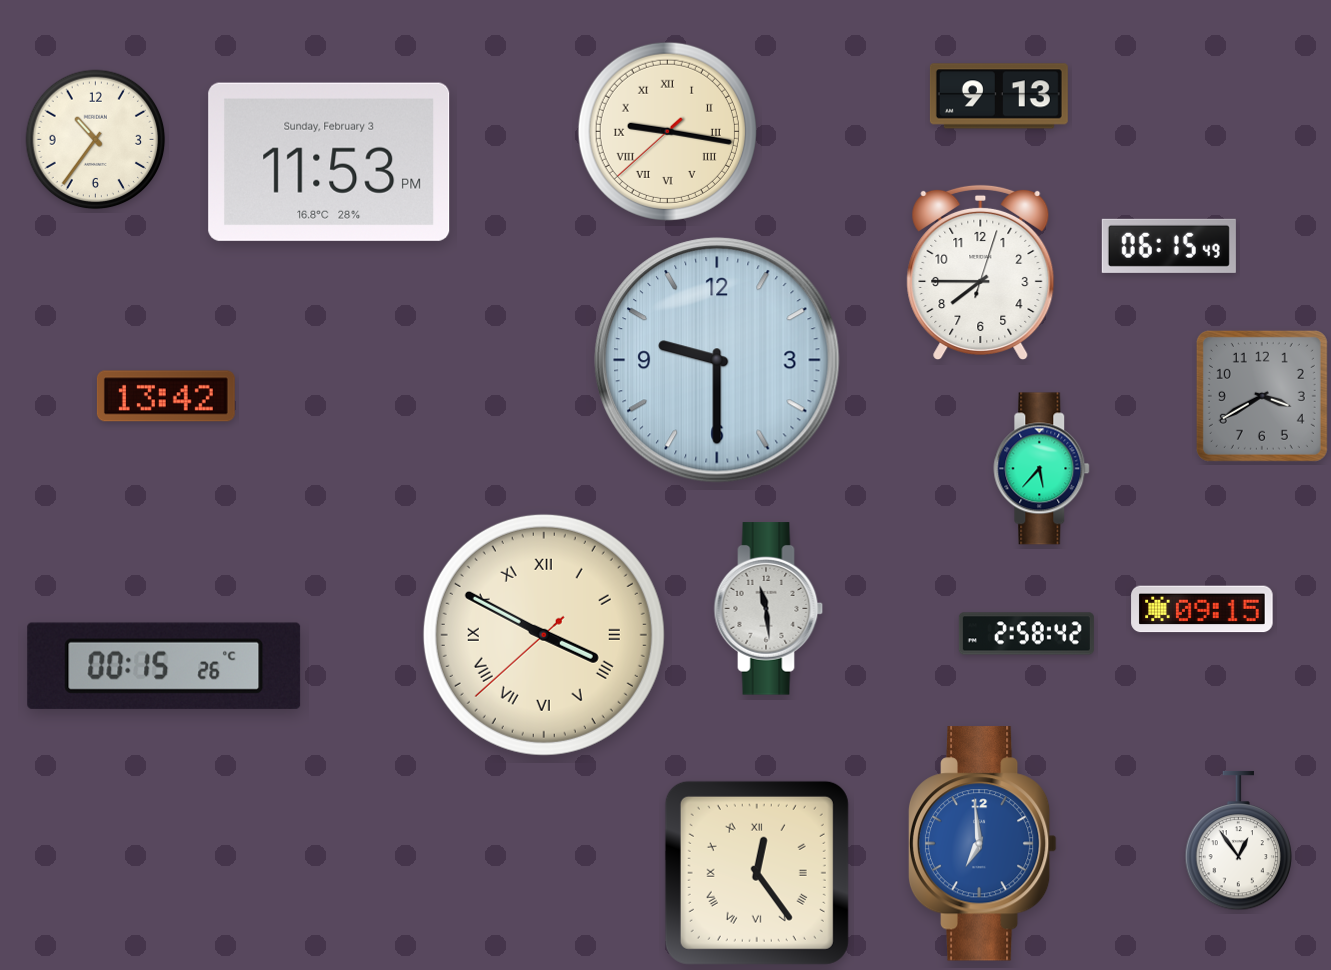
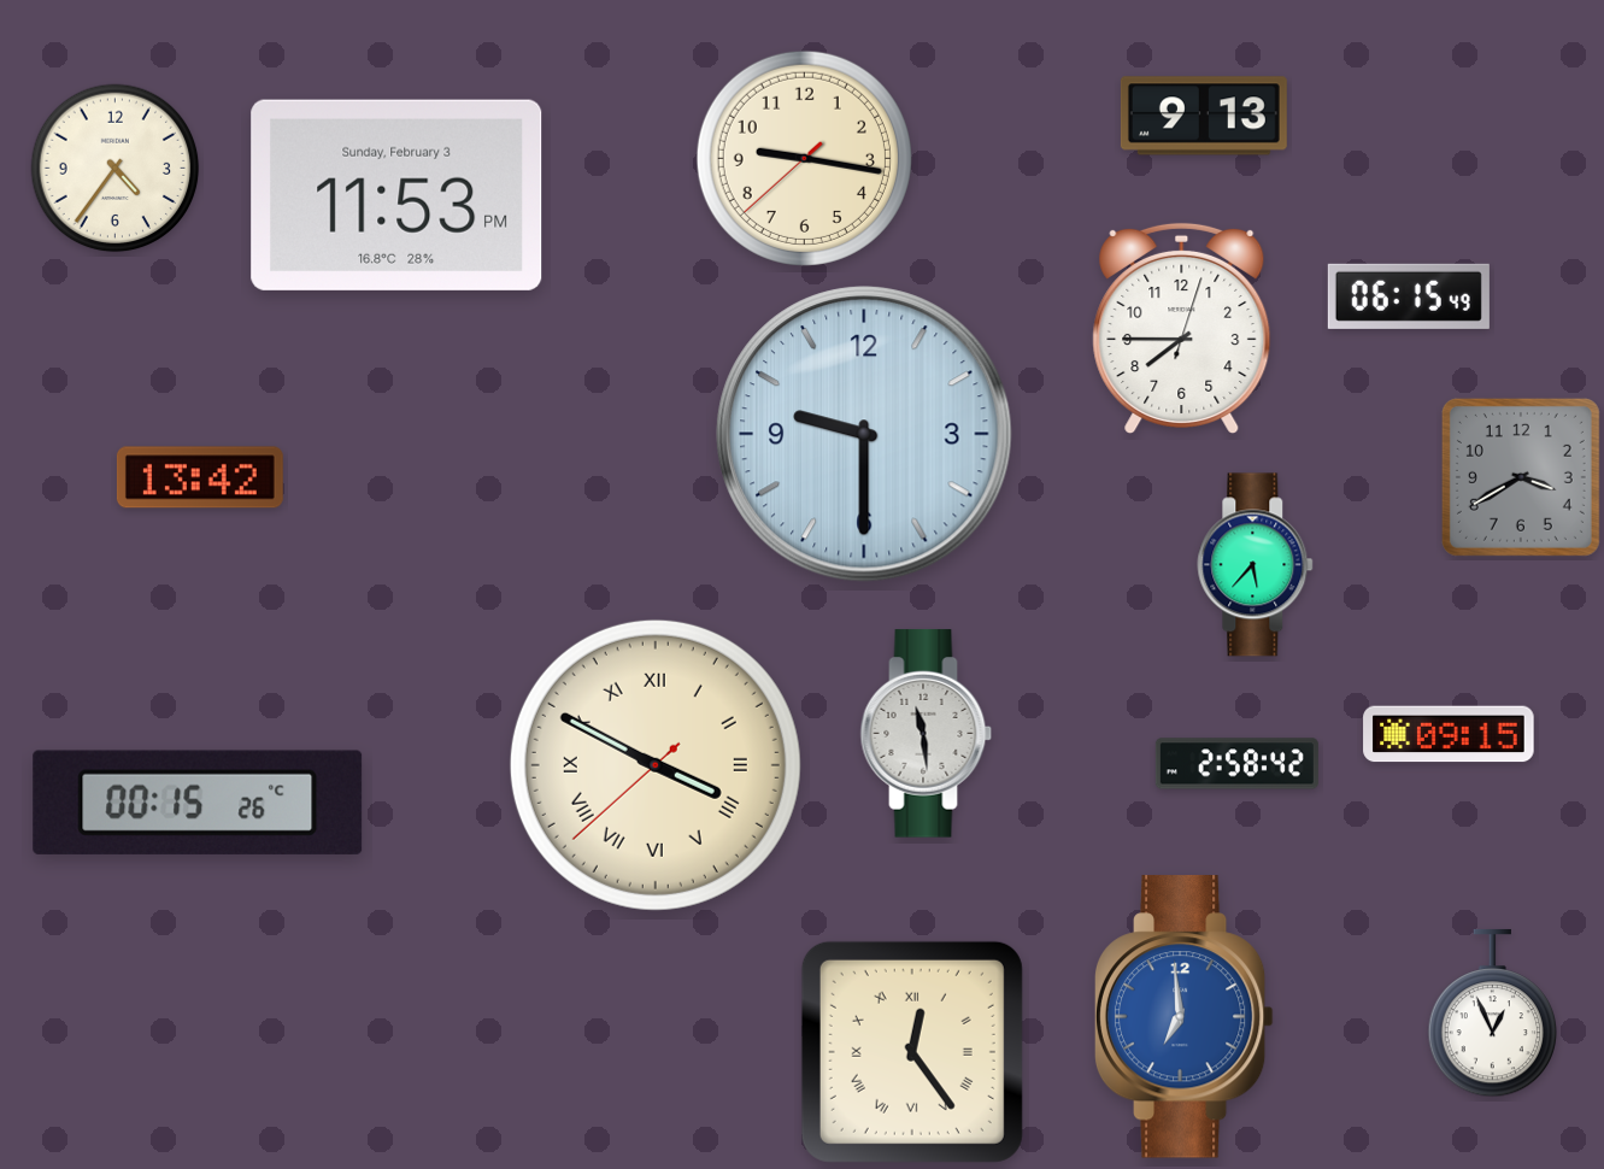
clock at (667, 131) numerals: Roman -> Arabic
clock at (96, 140): 10:36 -> 4:36
clock at (1238, 841): 12:54 -> 12:56
